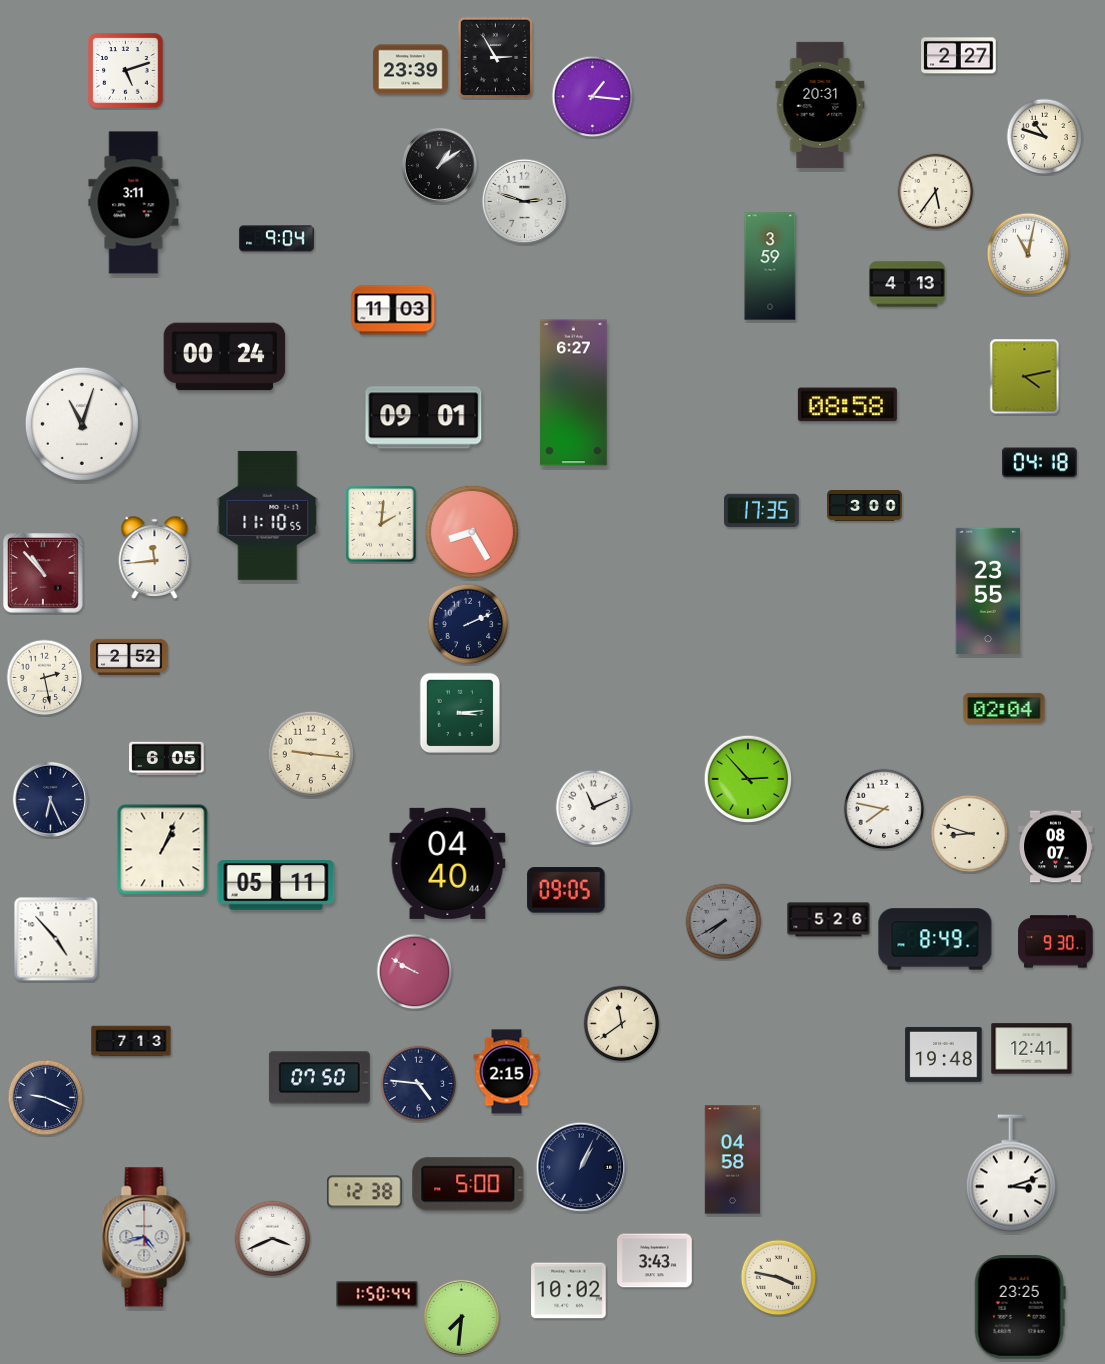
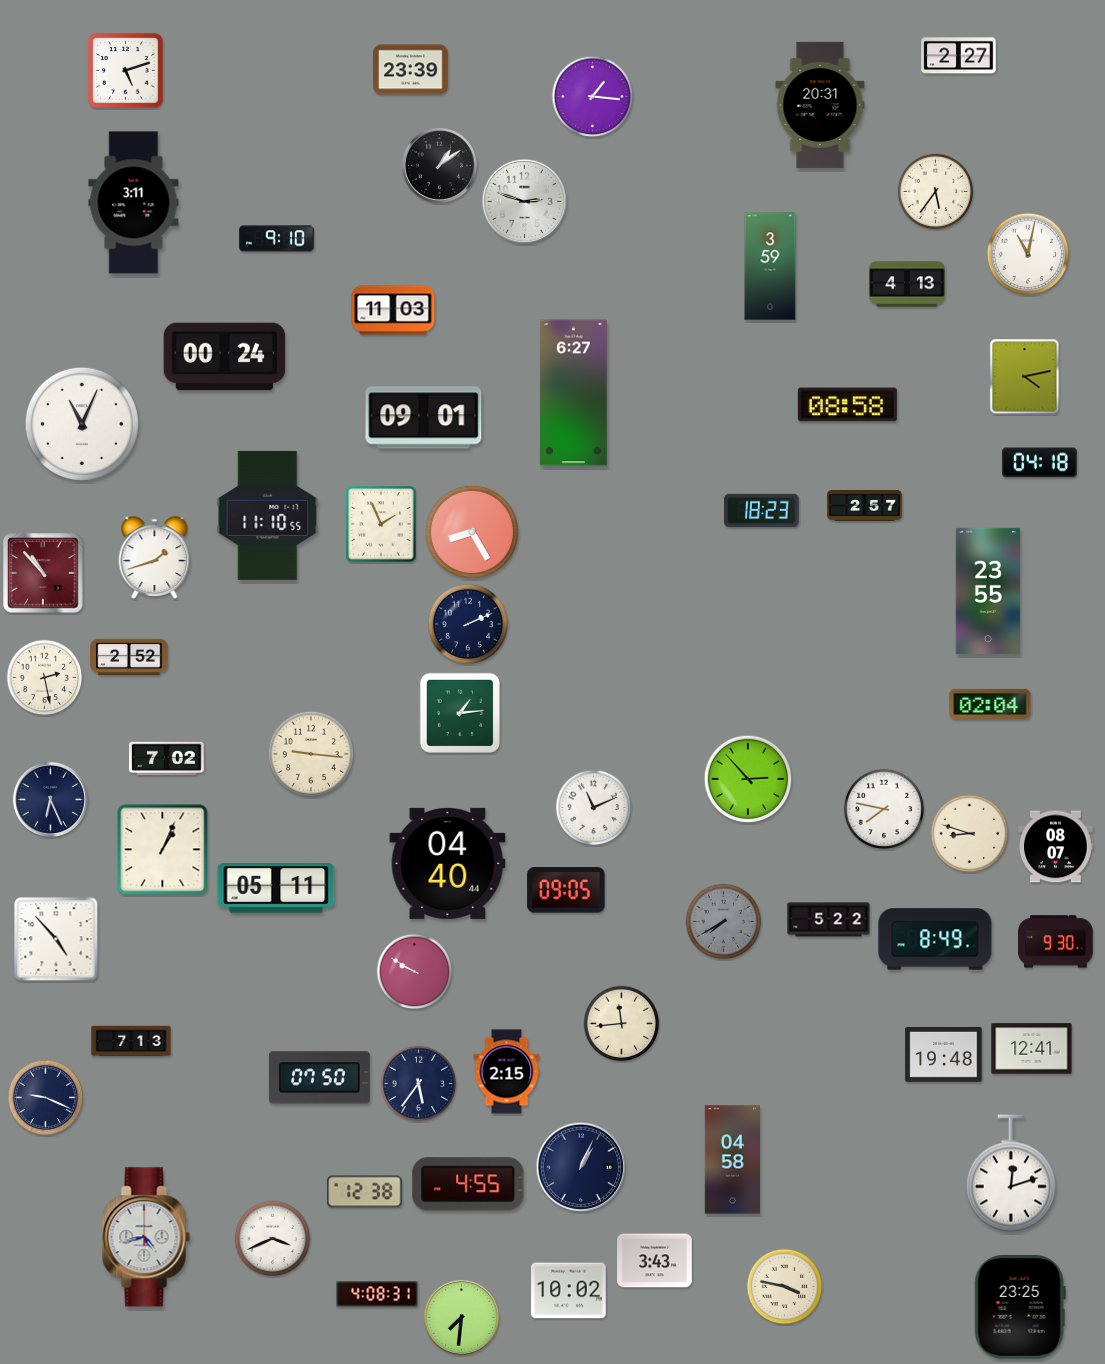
clock at (496, 58): 2:55 -> none
clock at (1045, 137): 10:48 -> none
clock at (277, 239): 9:04 -> 9:10
clock at (82, 424): 11:03 -> 11:04
clock at (865, 505): 3:00 -> 2:57
clock at (762, 510): 17:35 -> 18:23
clock at (381, 524): 2:01 -> 1:56
clock at (155, 558): 11:44 -> 1:42
clock at (1004, 708) position: (1004, 708) -> (990, 704)
clock at (459, 712): 3:14 -> 1:14
clock at (167, 758): 6:05 -> 7:02
clock at (276, 886) position: (276, 886) -> (276, 889)
clock at (829, 920): 5:26 -> 5:22
clock at (622, 1024): 11:39 -> 11:44
clock at (419, 1084): 4:46 -> 5:36
clock at (1011, 1173): 3:12 -> 12:12
clock at (468, 1184): 5:00 -> 4:55
clock at (779, 1278) position: (779, 1278) -> (785, 1287)
clock at (377, 1294): 1:50 -> 4:08
